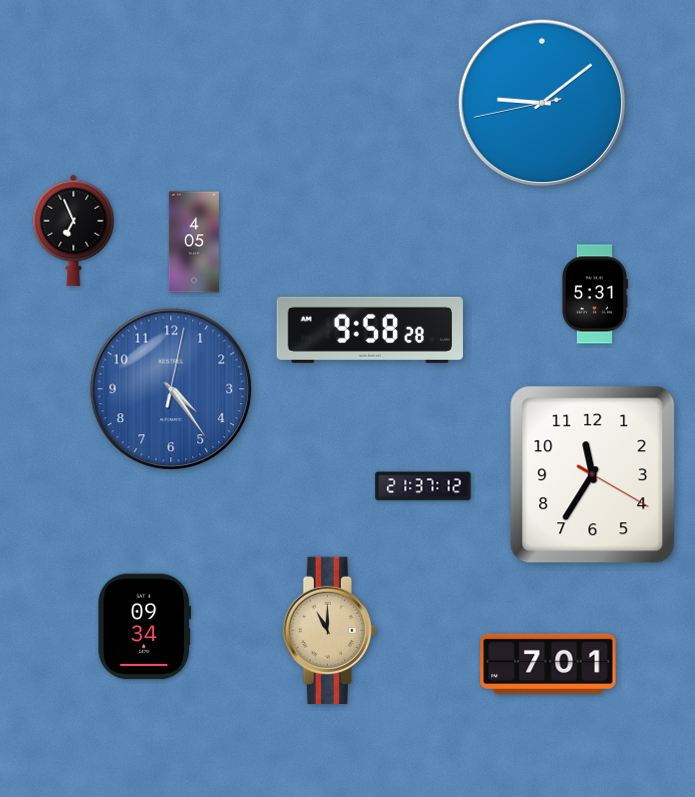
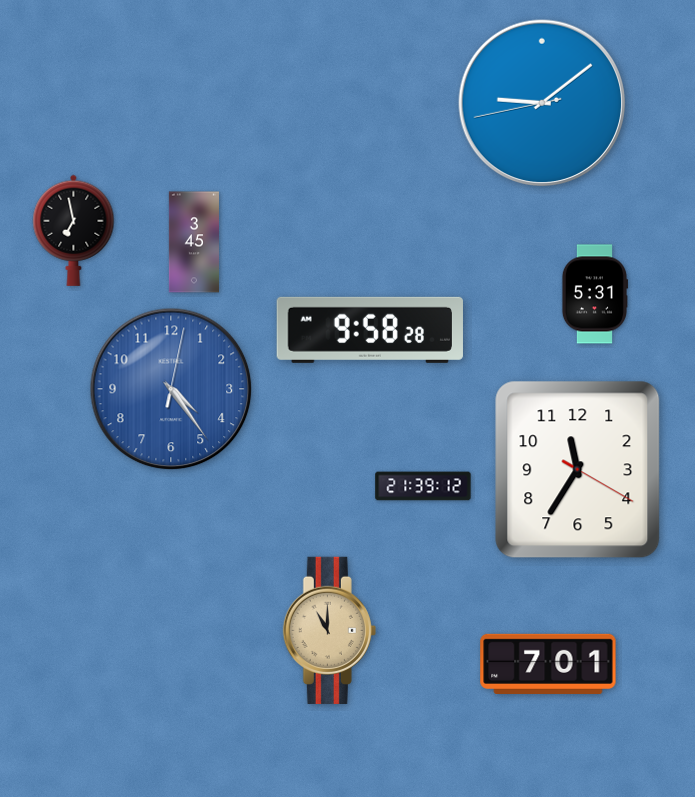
clock at (74, 230): 6:56 -> 6:58
clock at (194, 242): 4:05 -> 3:45
clock at (593, 475) position: (593, 475) -> (578, 470)
clock at (423, 486): 21:37 -> 21:39
clock at (145, 627): 09:34 -> none
